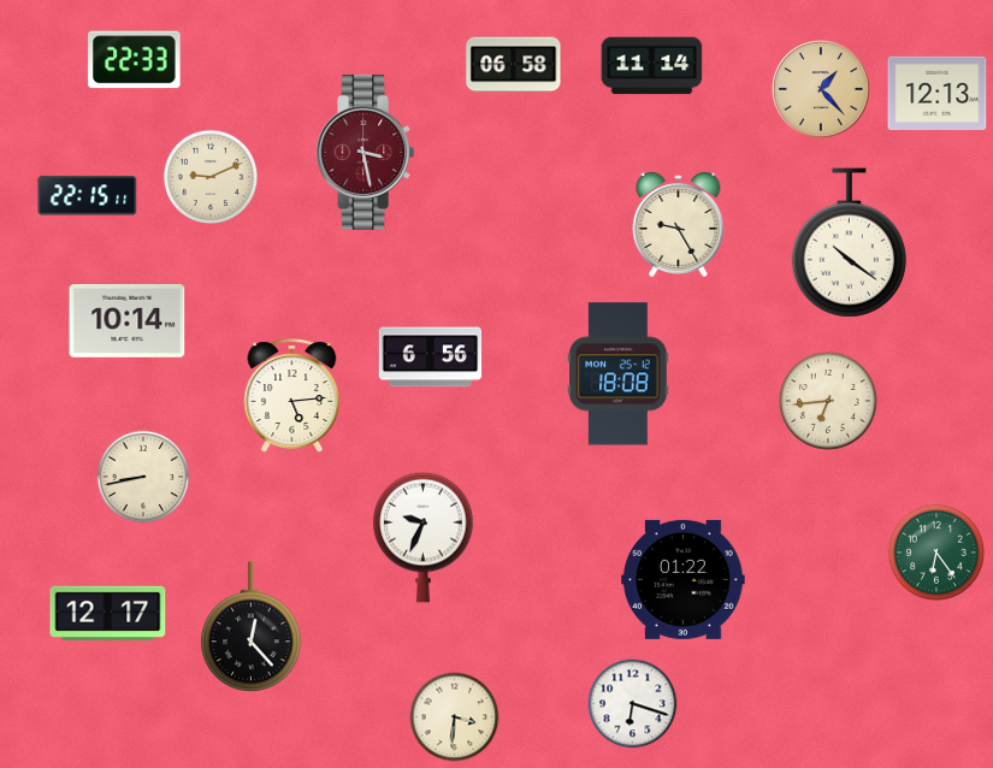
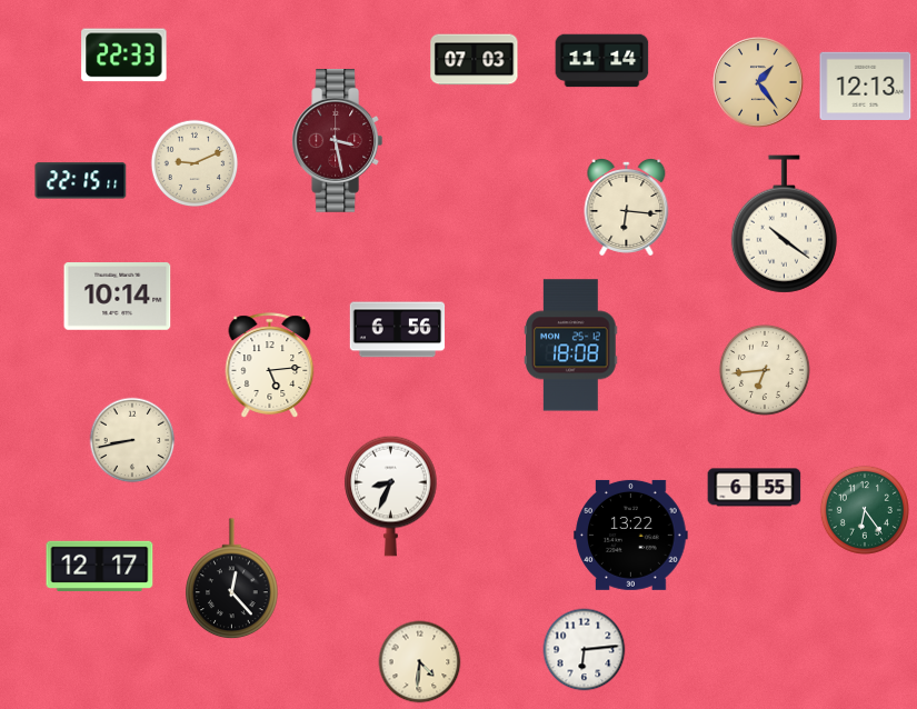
clock at (514, 65): 06:58 -> 07:03
clock at (821, 89): 1:23 -> 1:24
clock at (679, 224): 9:25 -> 6:16
clock at (755, 488): none -> 6:55
clock at (424, 537): 9:34 -> 8:34
clock at (684, 579): 01:22 -> 13:22
clock at (633, 704): 6:18 -> 6:14
clock at (455, 717): 3:31 -> 4:31
